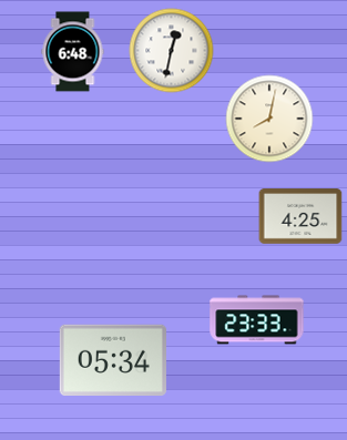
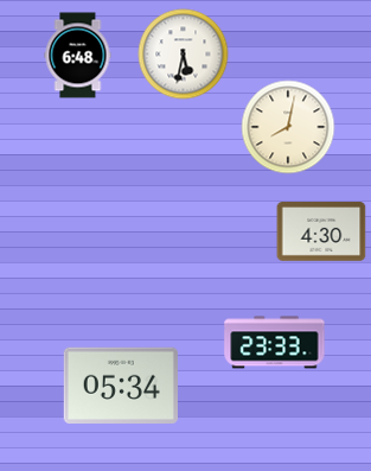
clock at (172, 51): 12:32 -> 5:32
clock at (300, 216): 4:25 -> 4:30
